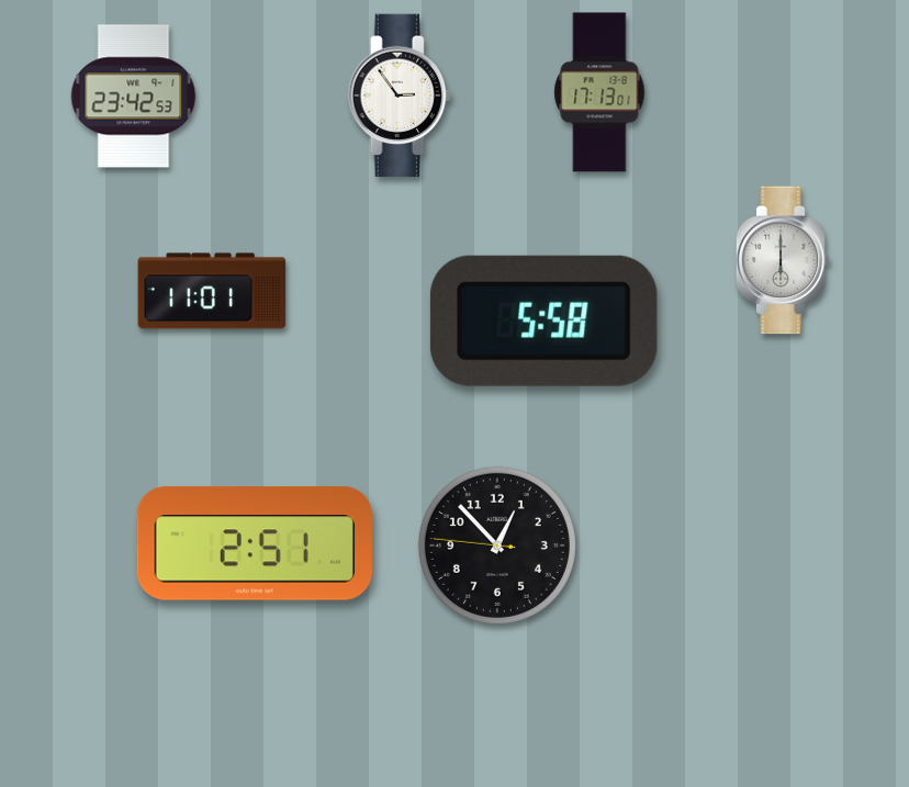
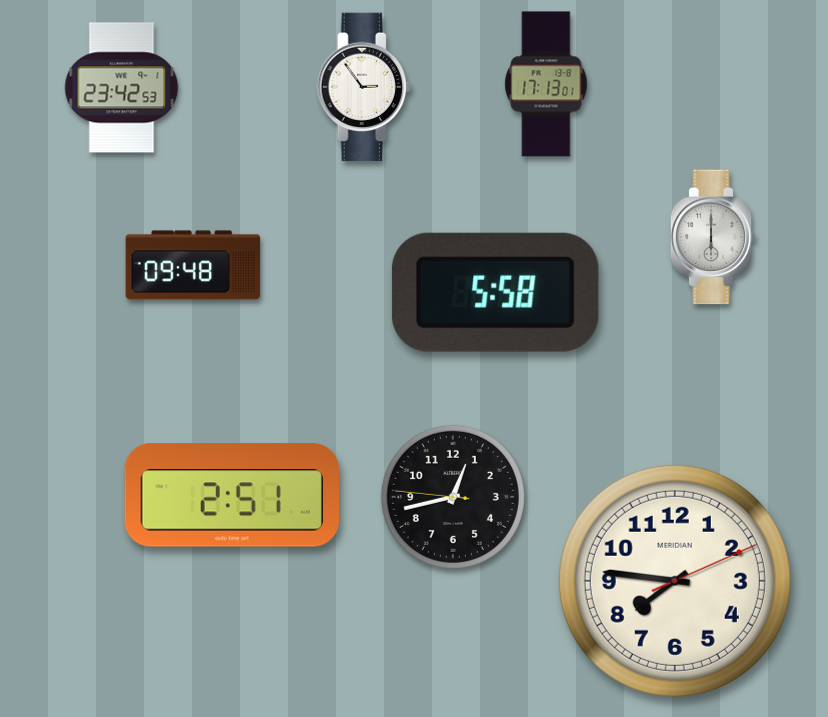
clock at (212, 291): 11:01 -> 09:48
clock at (497, 546): 12:52 -> 12:42
clock at (675, 581): none -> 7:46
